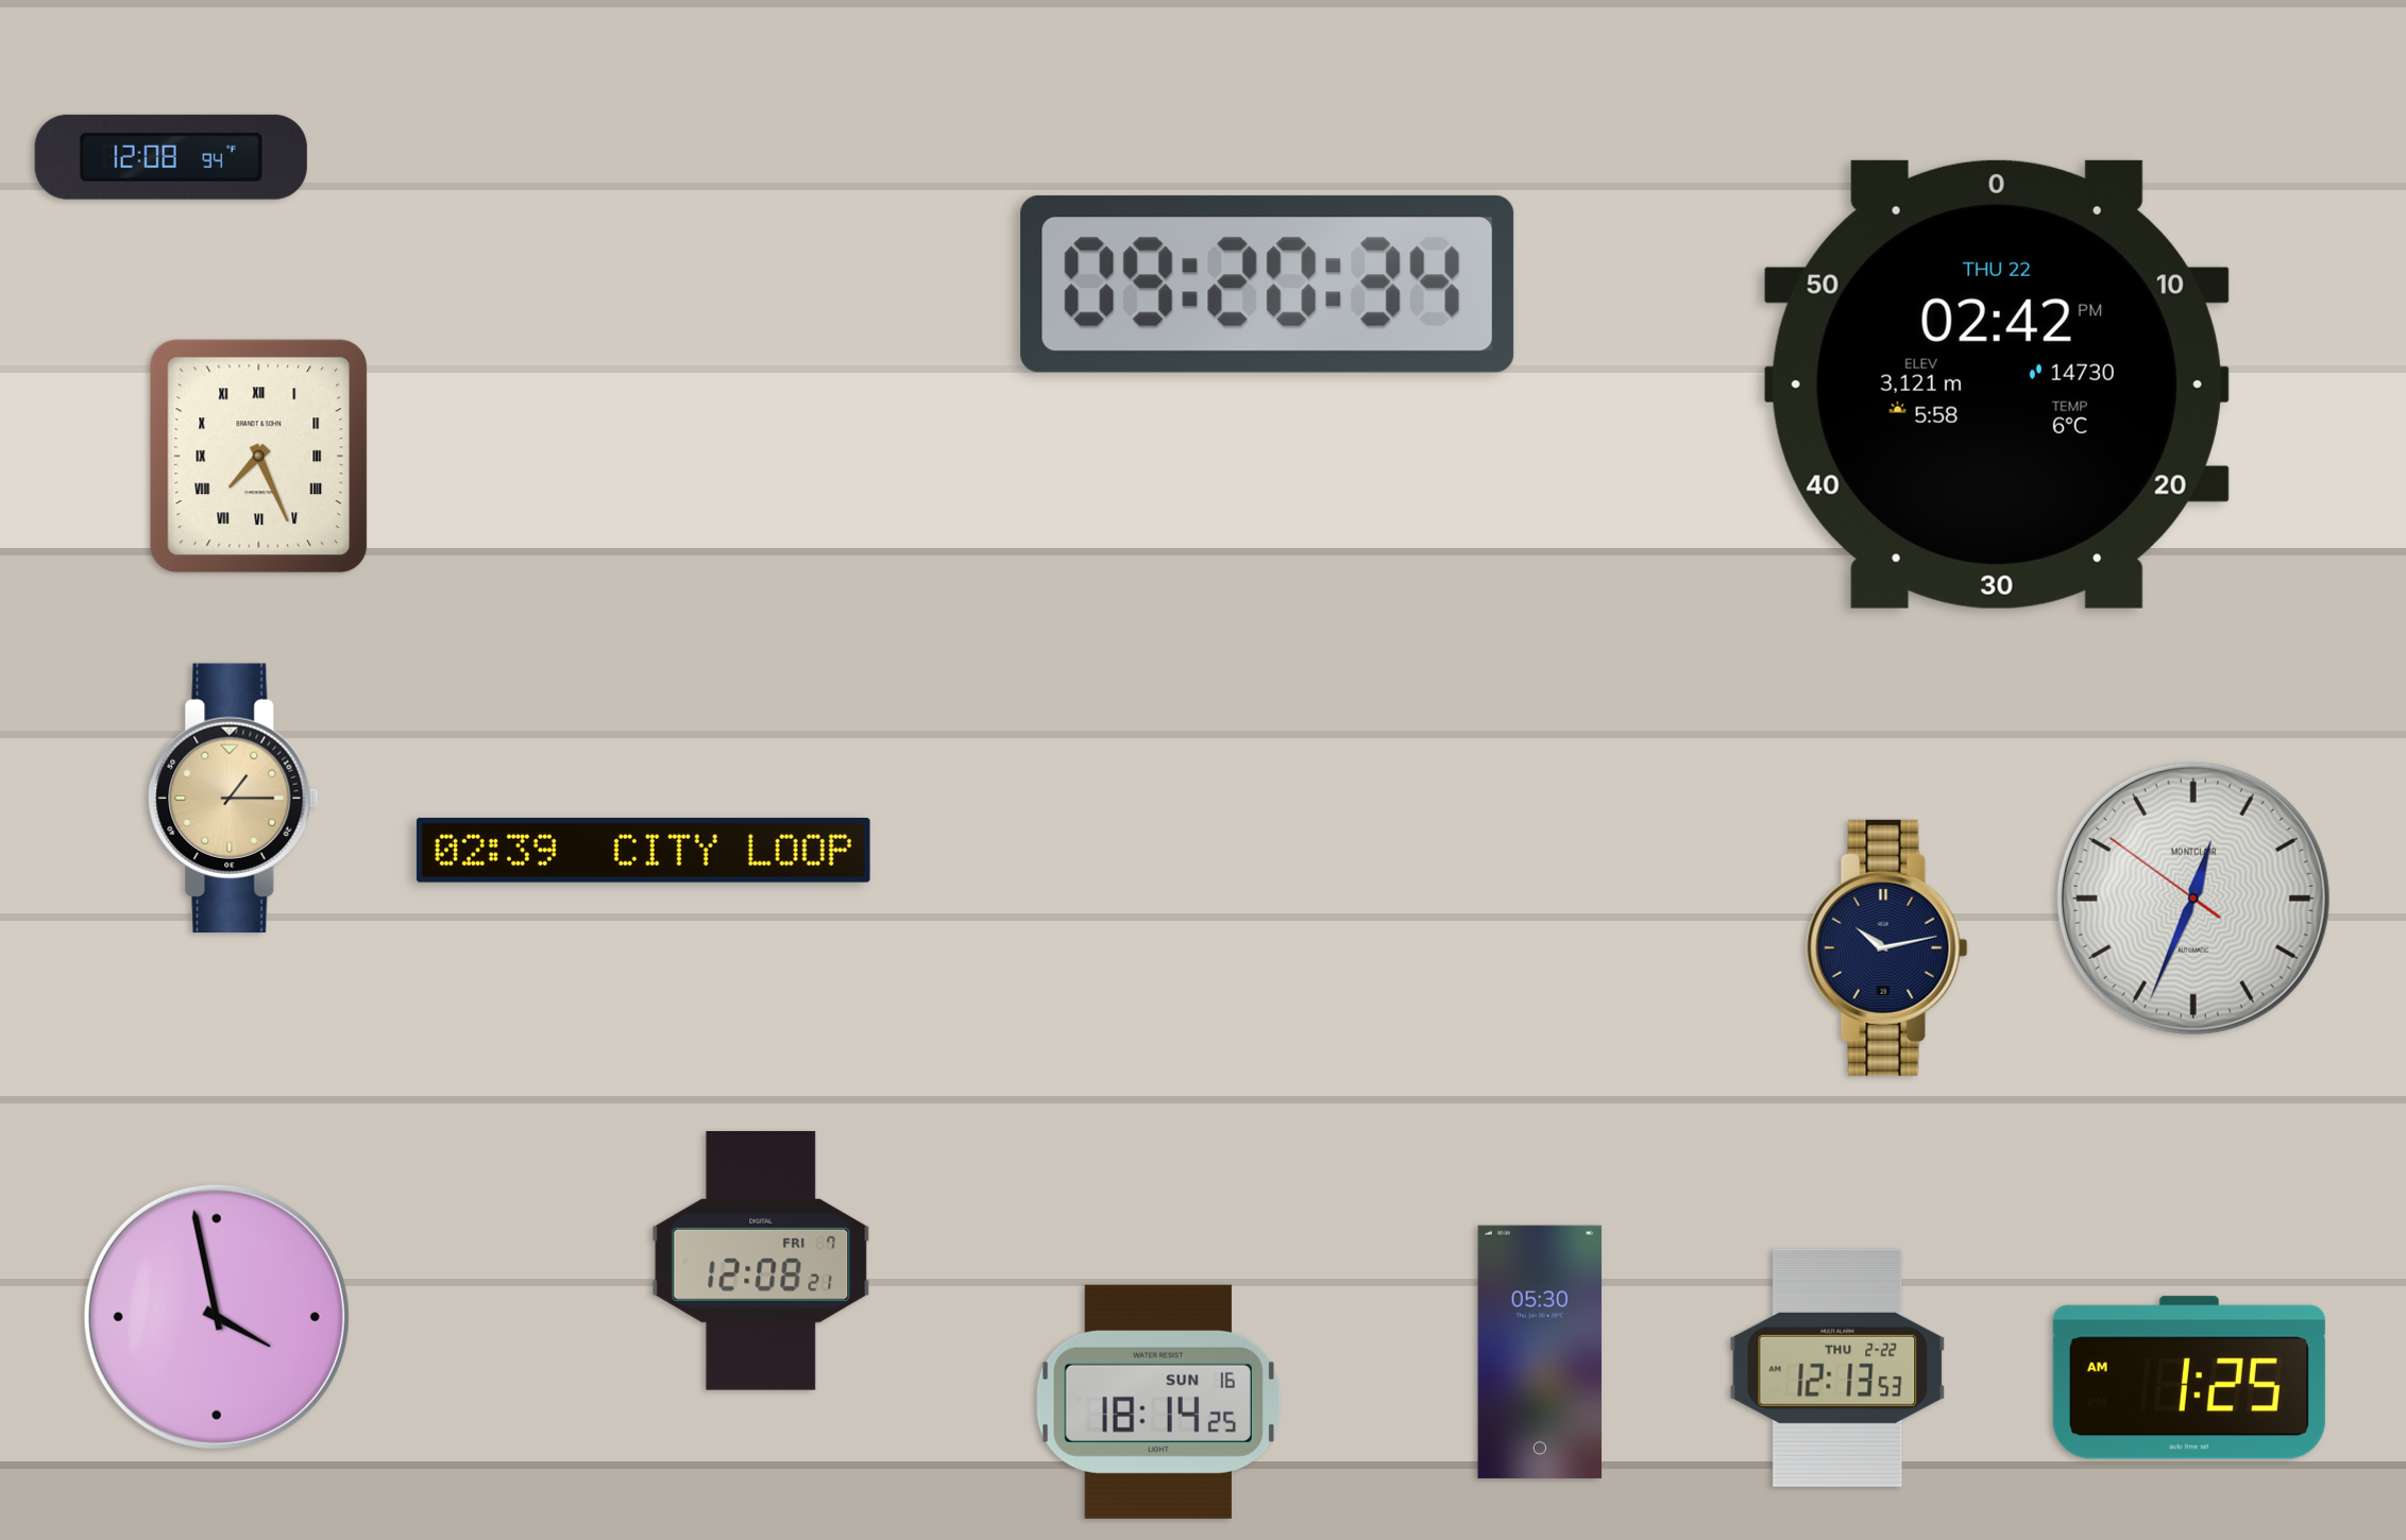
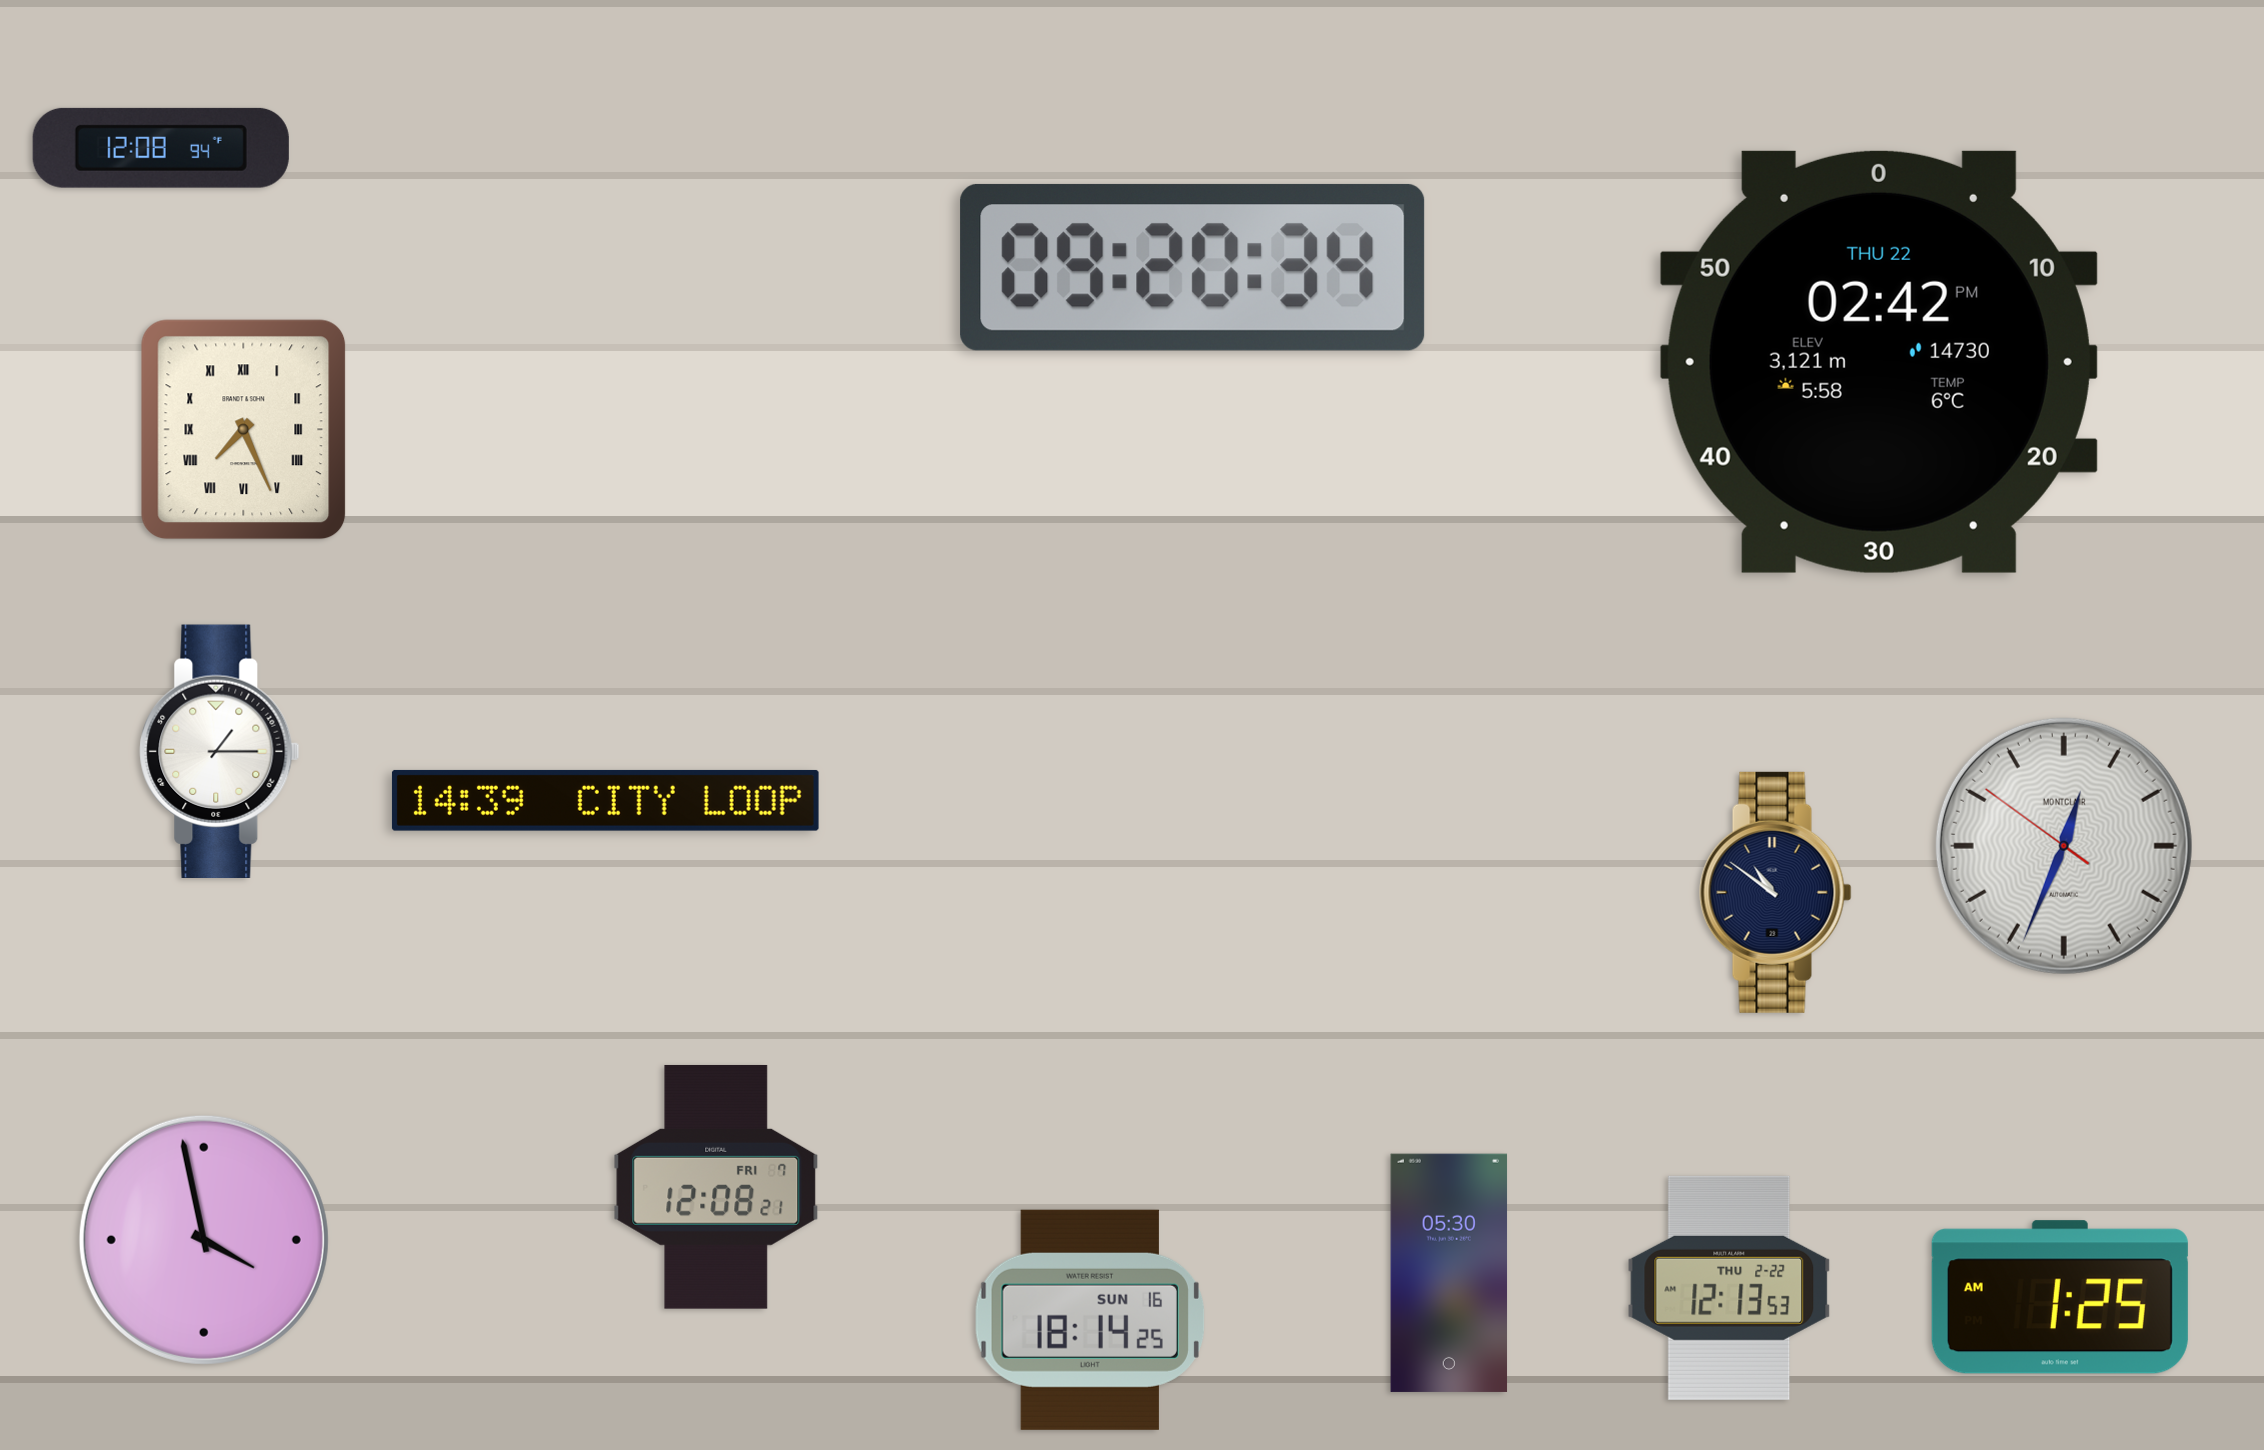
clock at (234, 798) dial: champagne -> white
clock at (643, 850): 02:39 -> 14:39
clock at (1887, 947): 10:13 -> 10:51
